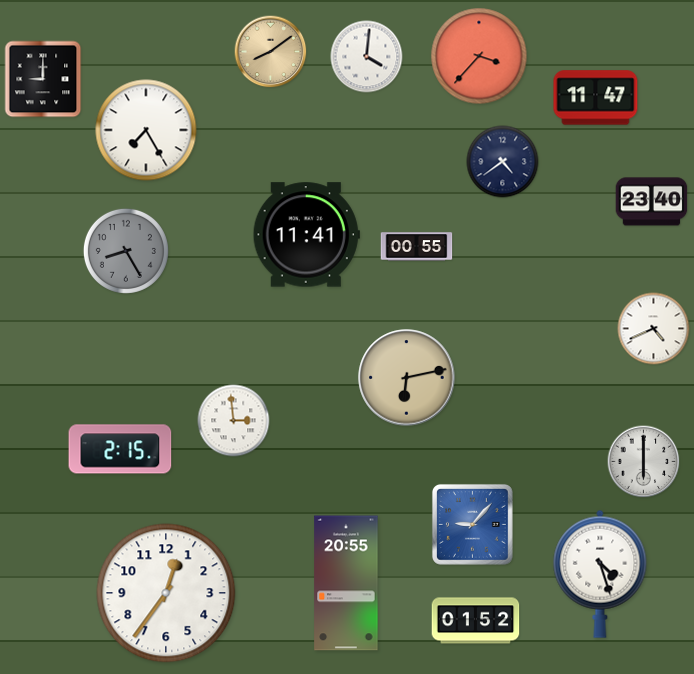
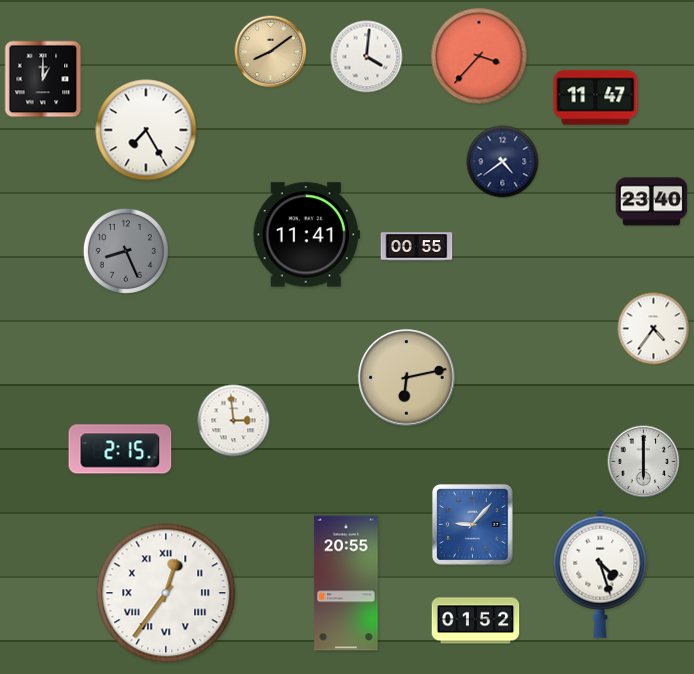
clock at (43, 79): 9:00 -> 1:00
clock at (126, 251): 8:25 -> 8:26
clock at (654, 329): 4:41 -> 4:36
clock at (166, 593) numerals: Arabic -> Roman
